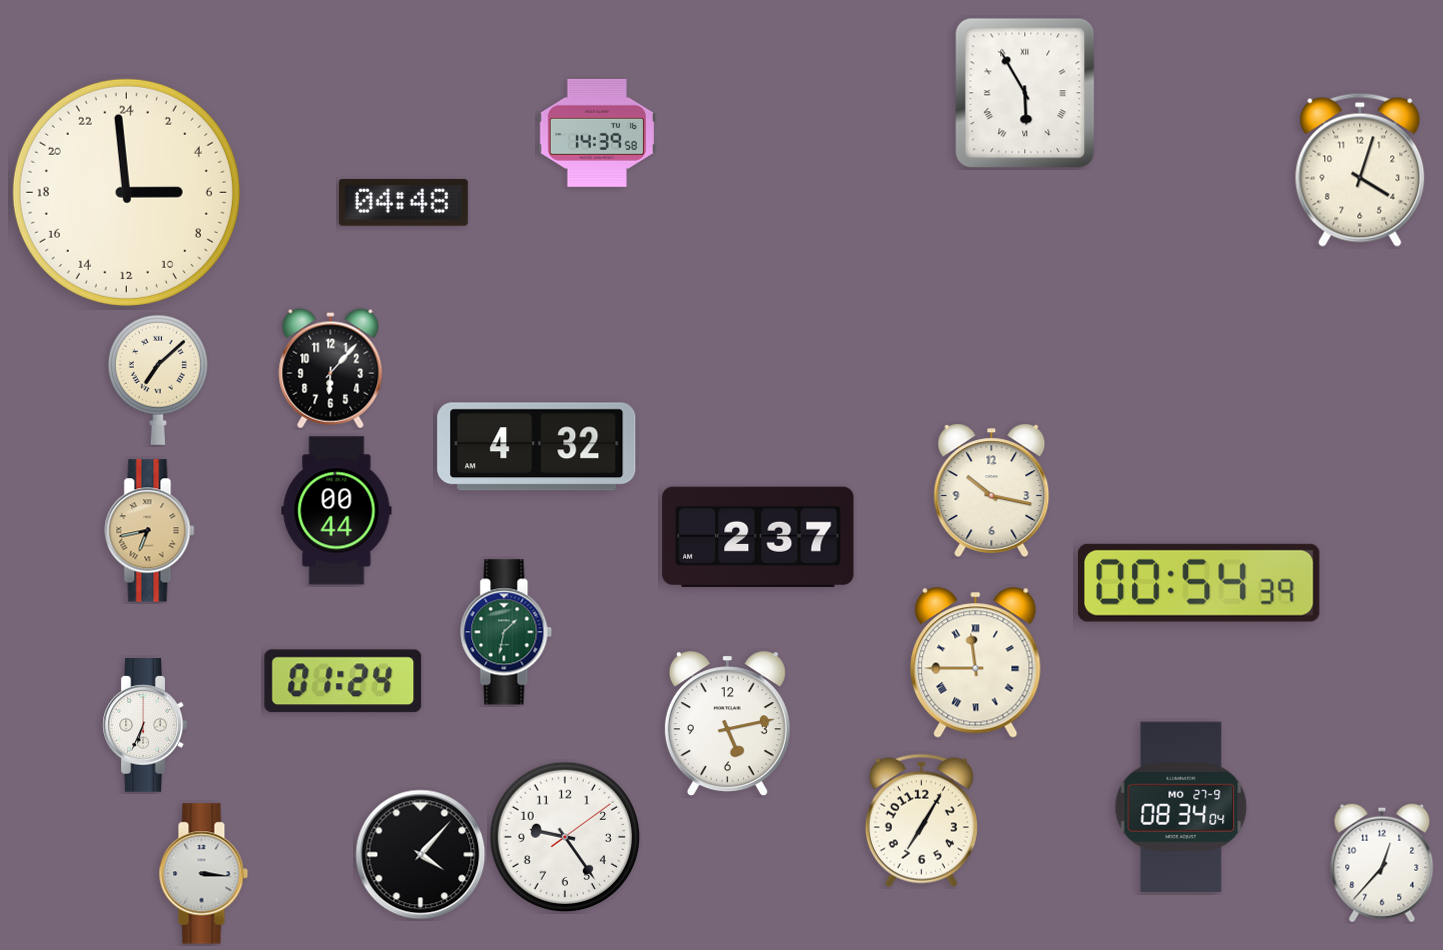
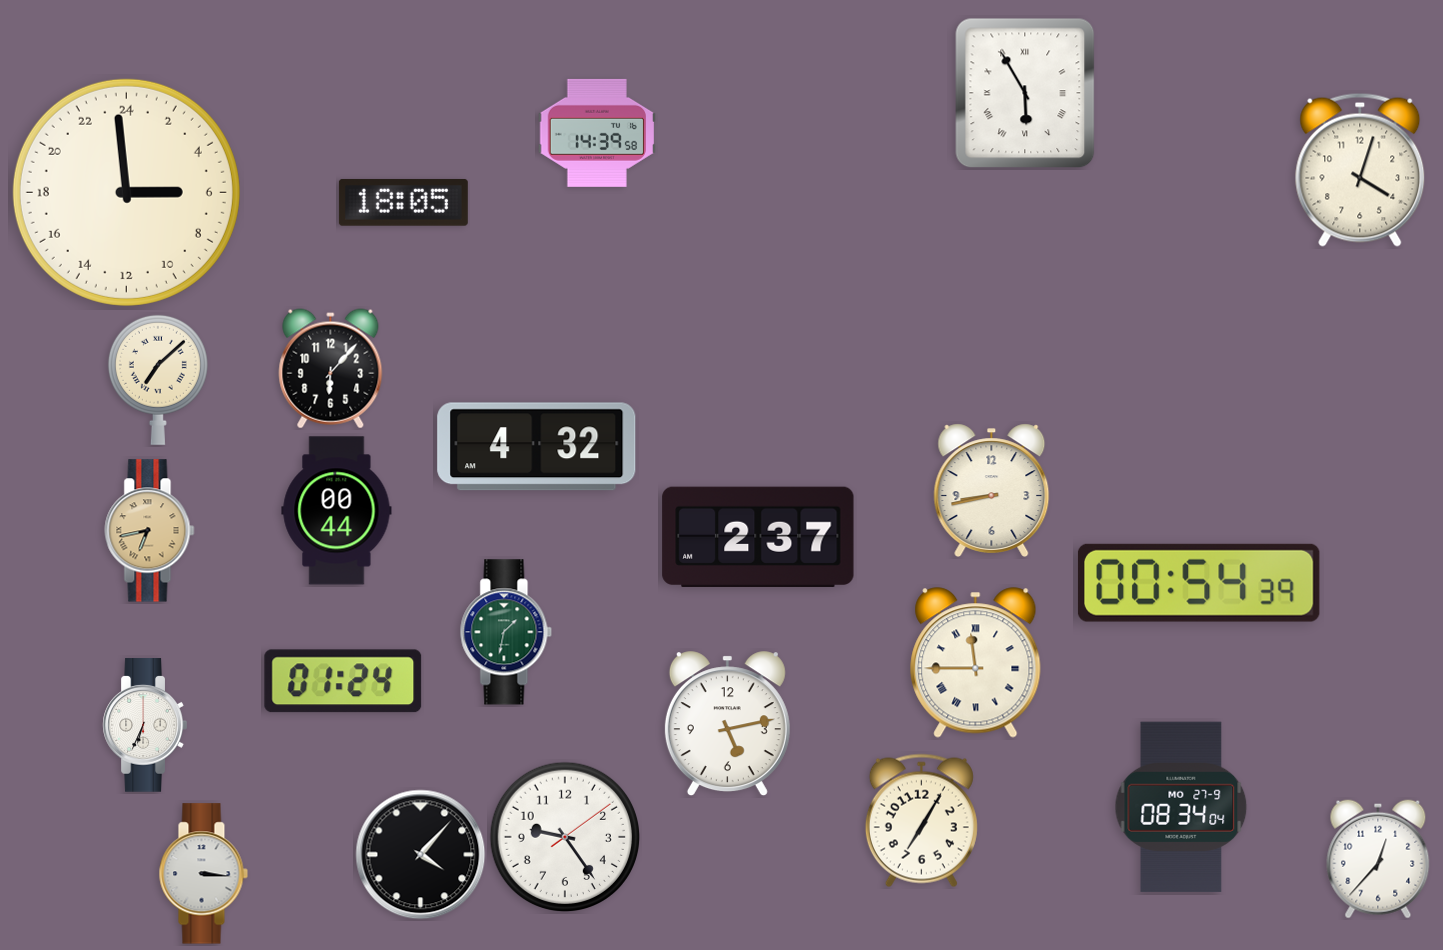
clock at (403, 203): 04:48 -> 18:05
clock at (992, 490): 10:17 -> 8:43
clock at (1382, 863) position: (1382, 863) -> (1378, 859)
